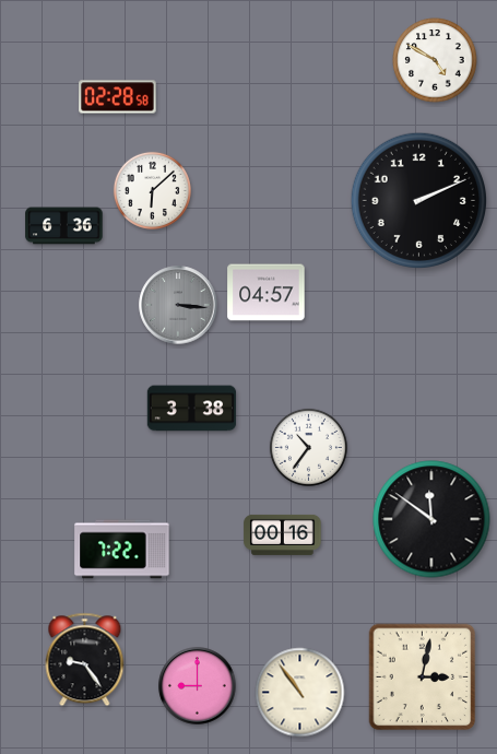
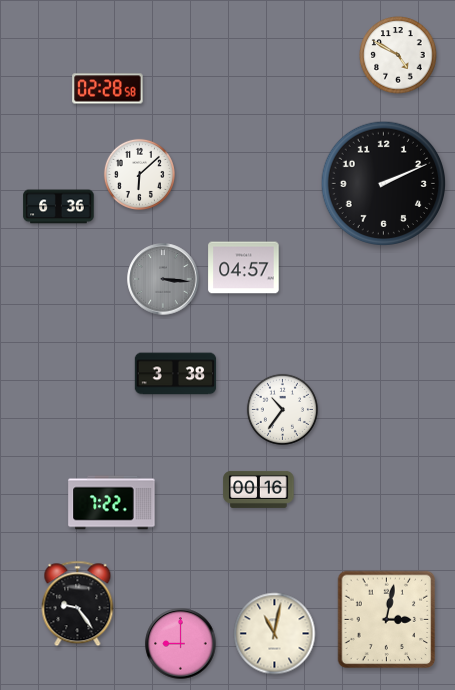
clock at (431, 519): 11:51 -> none
clock at (198, 686) position: (198, 686) -> (181, 644)
clock at (300, 693): 10:54 -> 11:02
